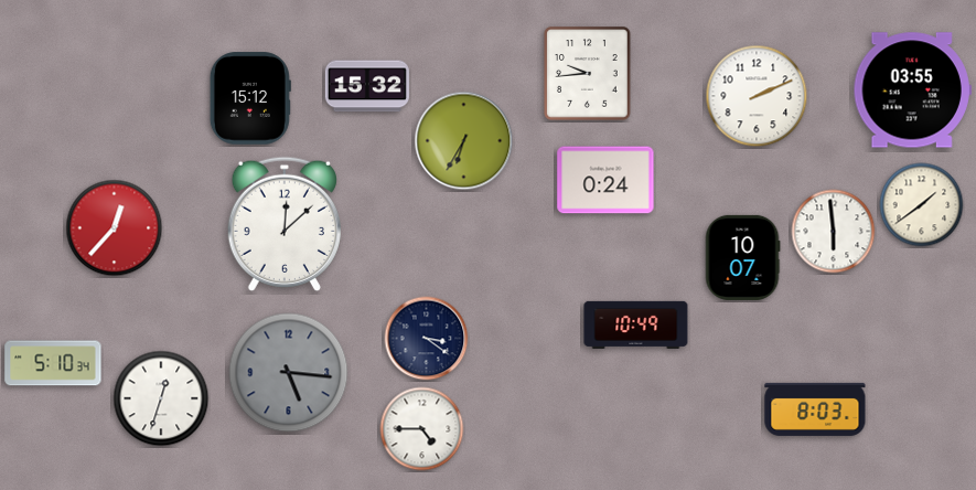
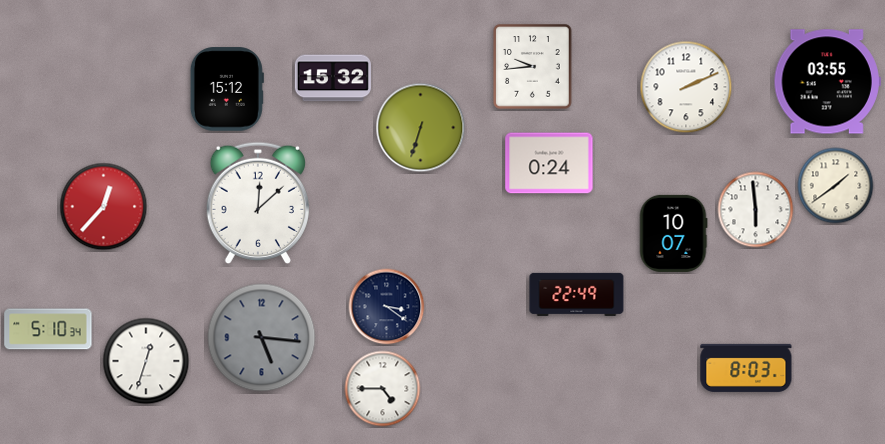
clock at (464, 141): 6:35 -> 6:33
clock at (636, 324): 10:49 -> 22:49
clock at (815, 409) position: (815, 409) -> (746, 368)
